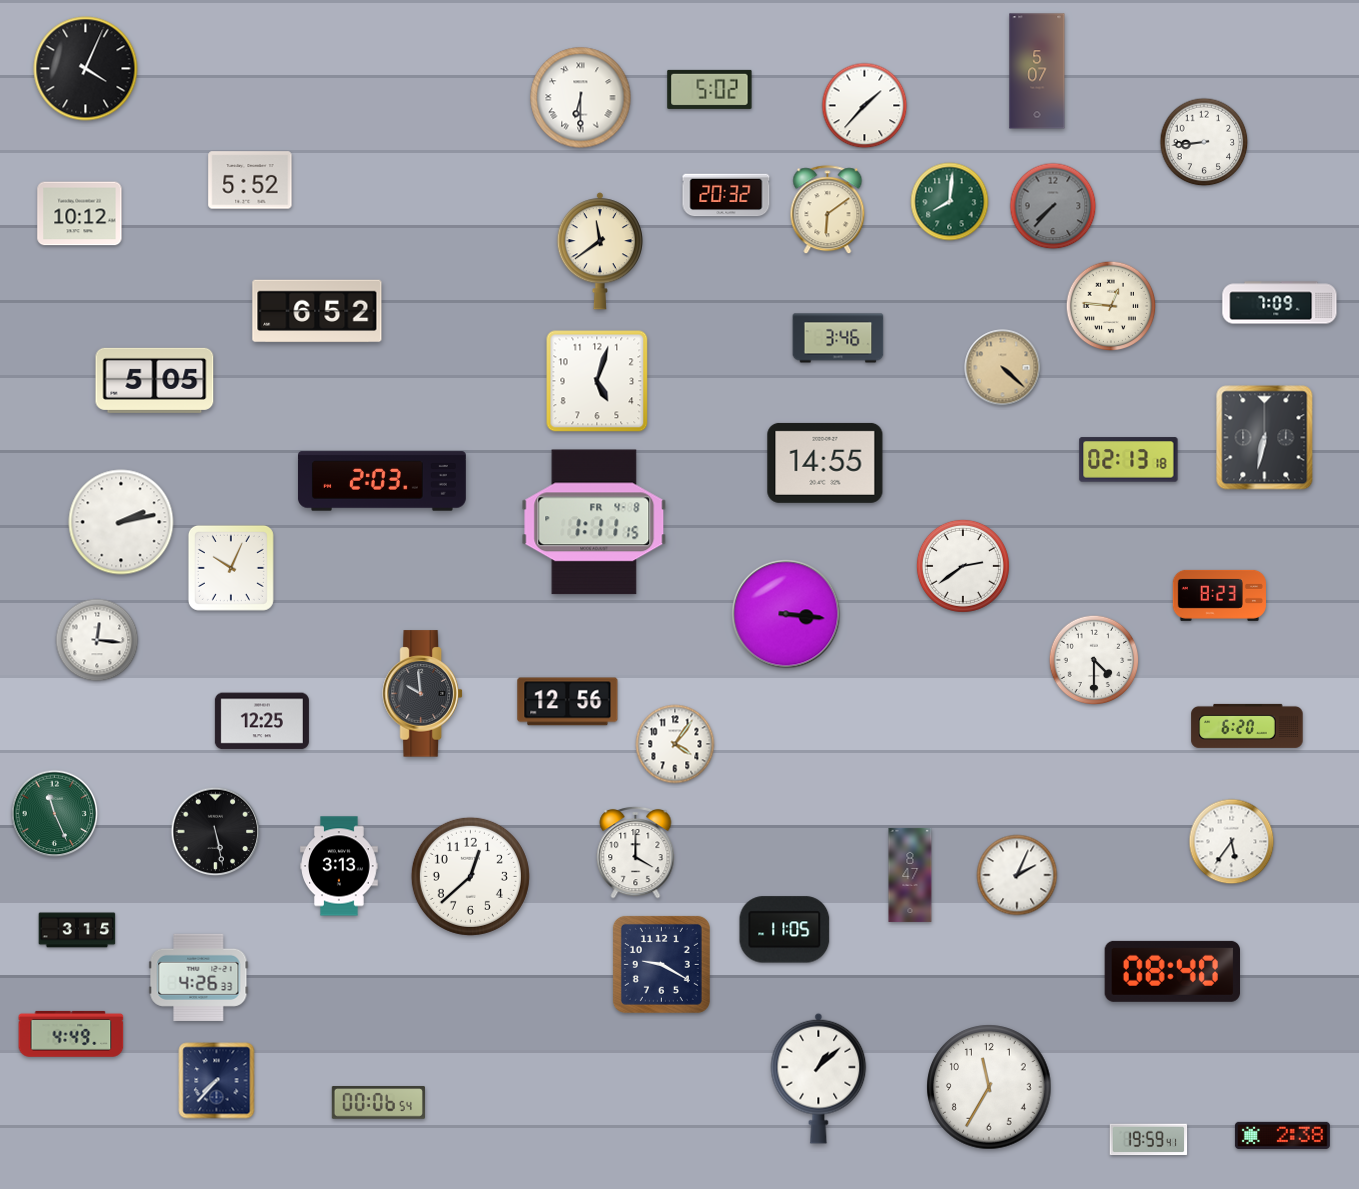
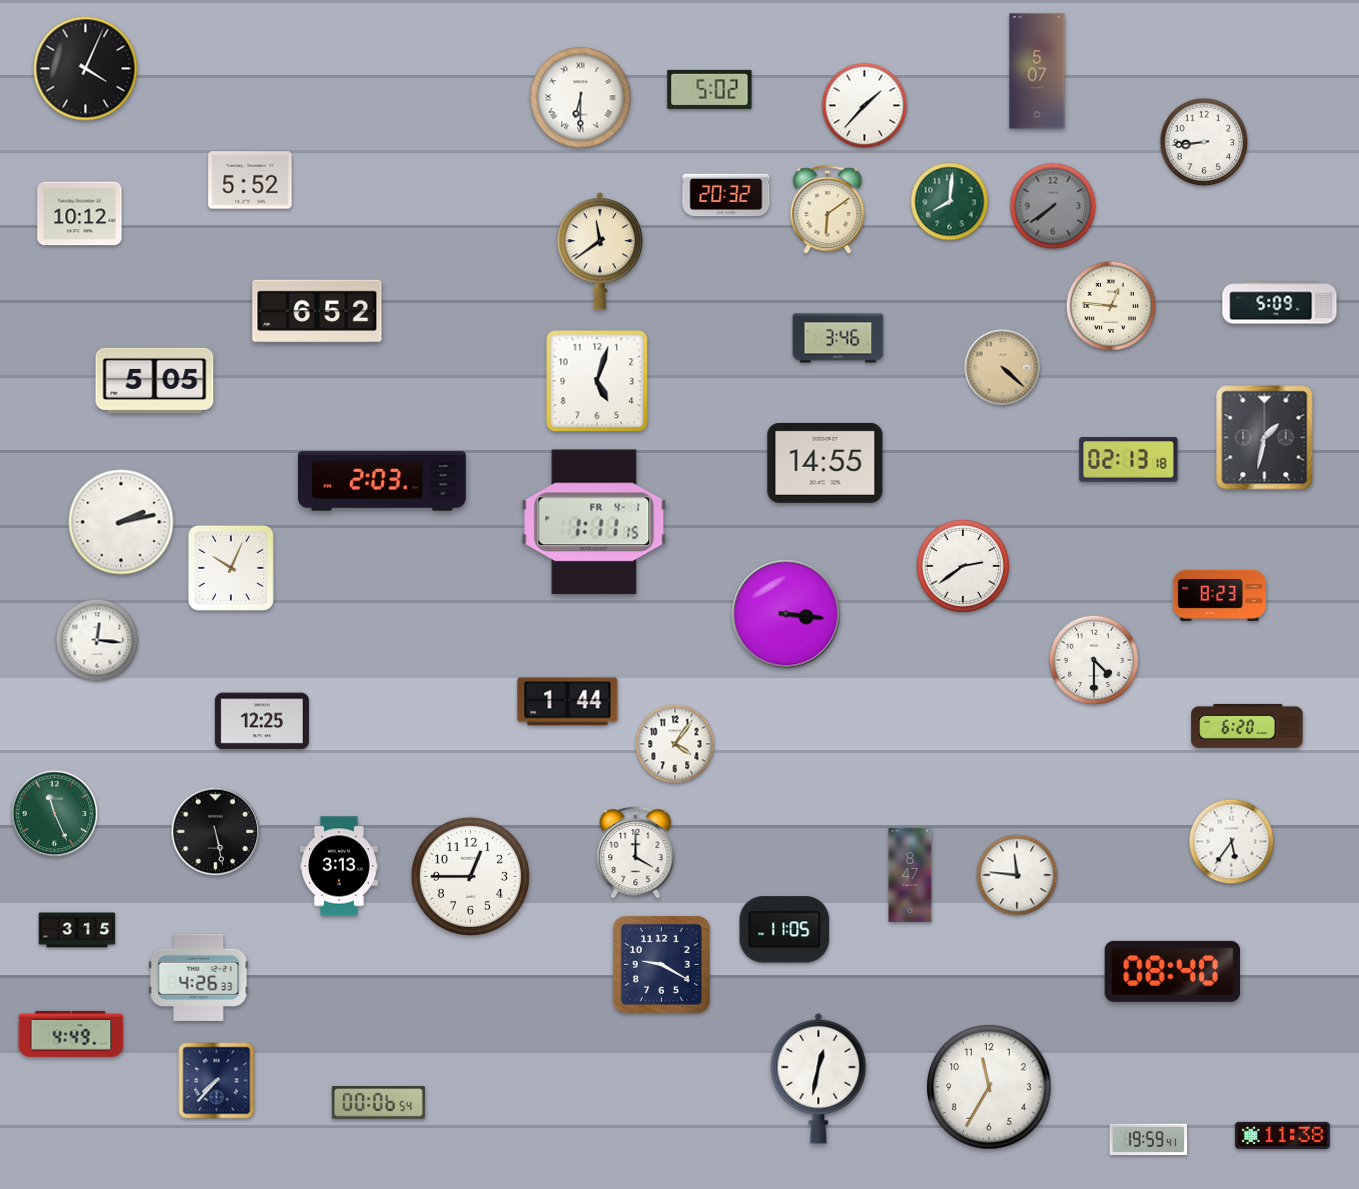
clock at (1053, 206): 7:37 -> 7:39
clock at (1280, 303): 7:09 -> 5:09
clock at (1265, 438): 6:32 -> 1:32
clock at (594, 522) date: FR 4-8 -> FR 4-1
clock at (422, 694): 9:59 -> none
clock at (568, 702): 12:56 -> 1:44
clock at (1017, 875): 2:04 -> 11:46
clock at (470, 876): 12:38 -> 12:45
clock at (819, 1078): 1:08 -> 12:32
clock at (1282, 1135): 2:38 -> 11:38
